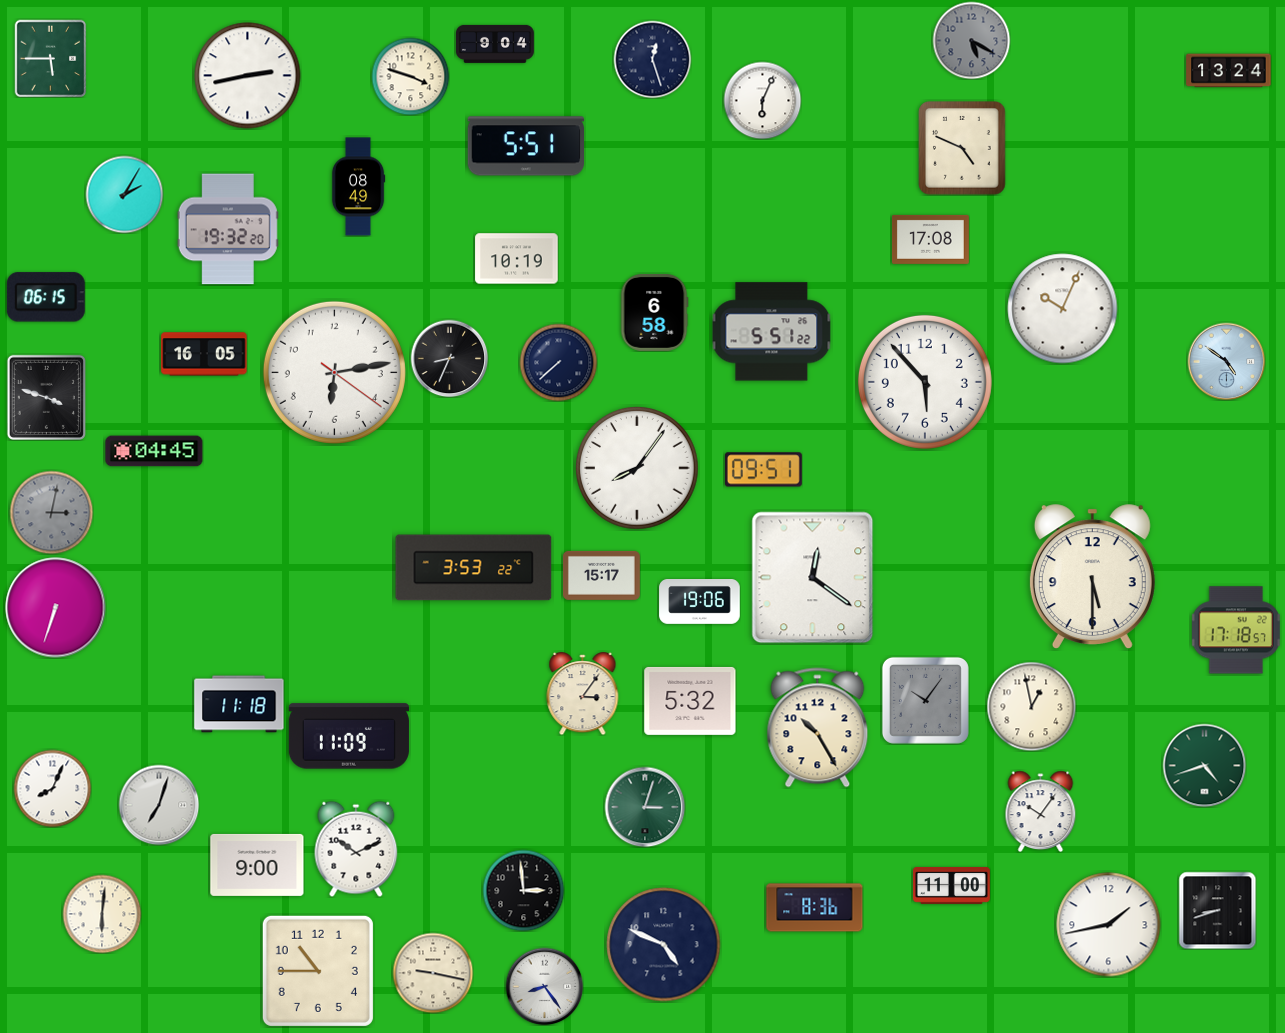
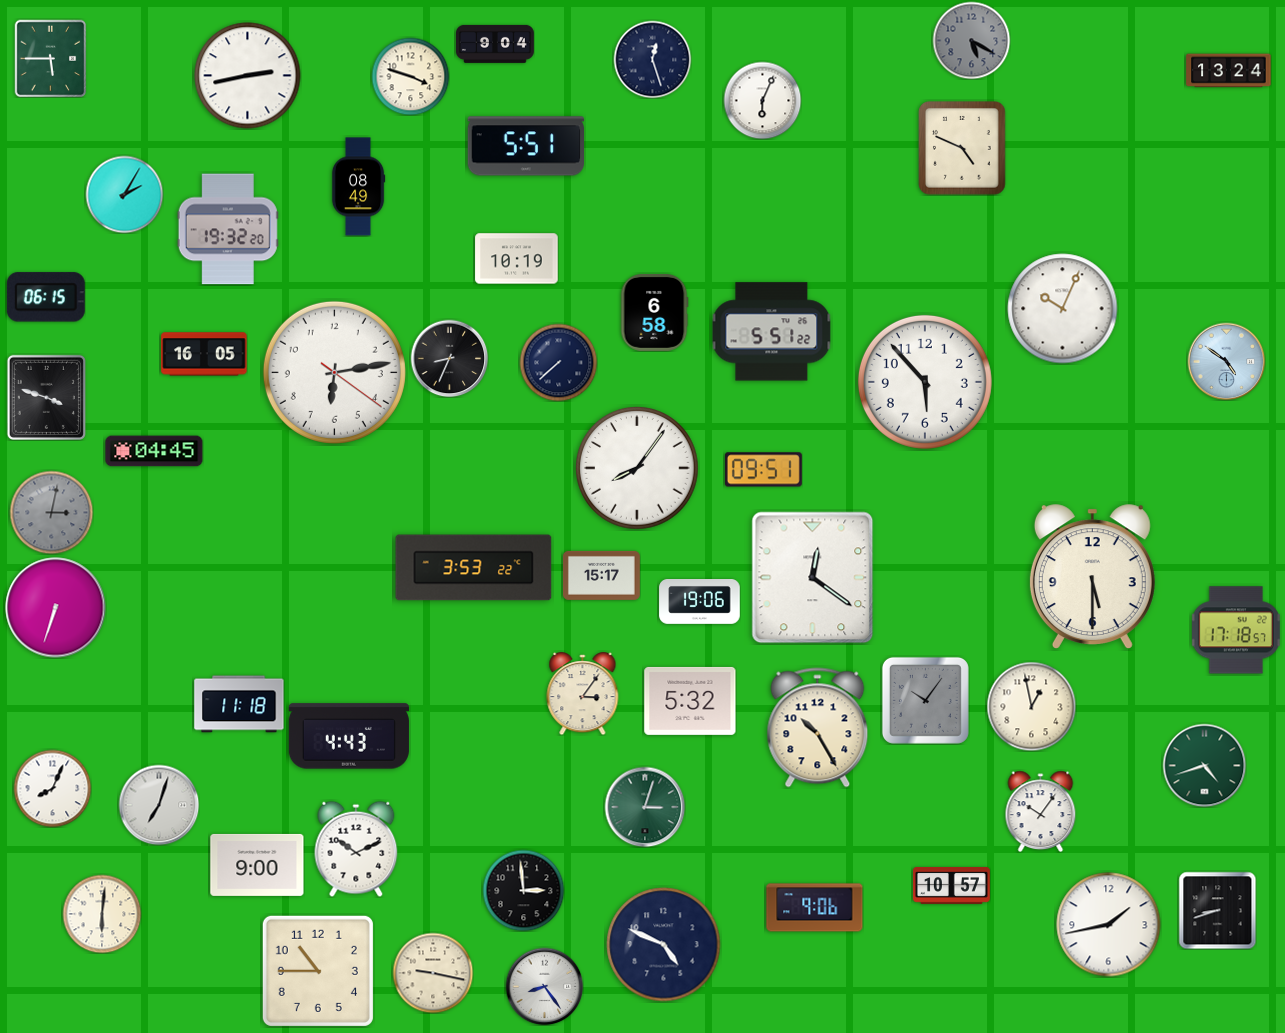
clock at (930, 239): 17:08 -> none
clock at (349, 736): 11:09 -> 4:43
clock at (951, 886): 11:00 -> 10:57
clock at (815, 908): 8:36 -> 9:06
